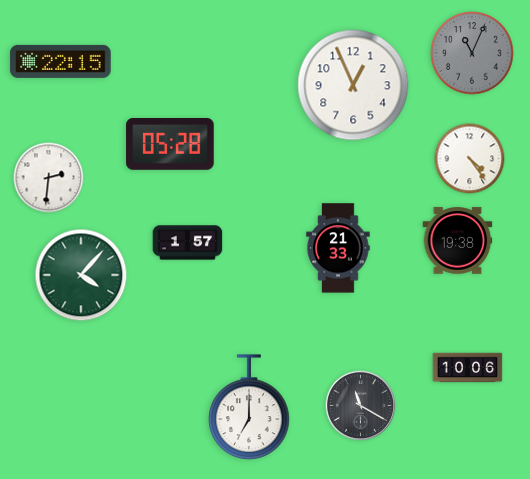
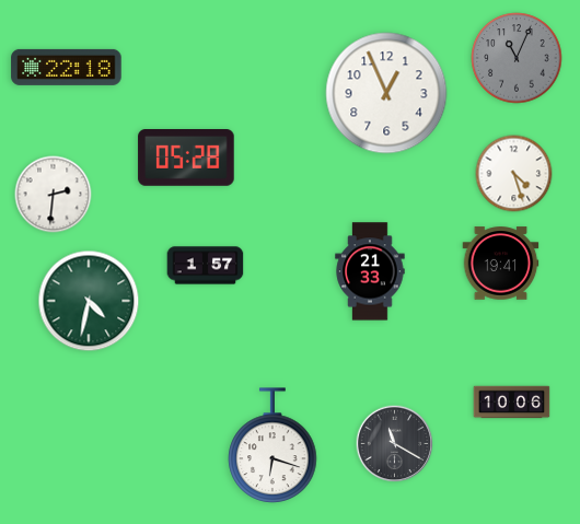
clock at (61, 61): 22:15 -> 22:18
clock at (470, 159): 4:24 -> 4:27
clock at (458, 241): 19:38 -> 19:41
clock at (81, 275): 4:07 -> 4:32
clock at (249, 407): 7:00 -> 6:18
